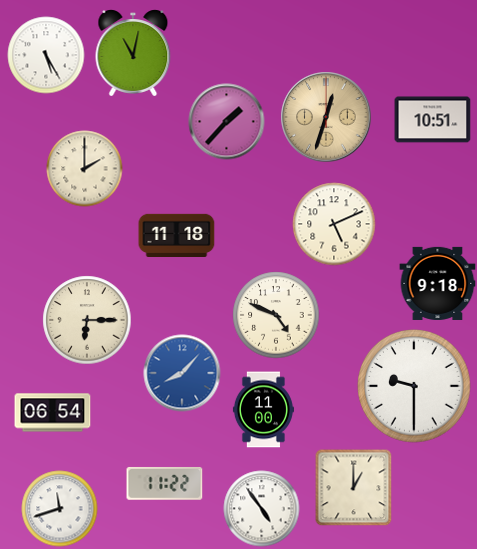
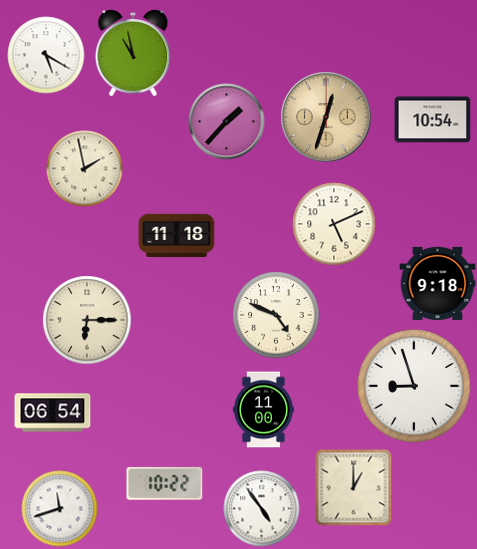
clock at (133, 53): 11:02 -> 10:58
clock at (46, 55): 5:25 -> 5:20
clock at (433, 120): 10:51 -> 10:54
clock at (85, 169): 2:00 -> 1:58
clock at (182, 373): 8:07 -> none
clock at (414, 386): 9:30 -> 8:57
clock at (165, 483): 11:22 -> 10:22
